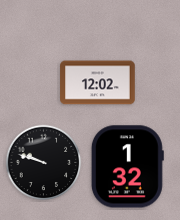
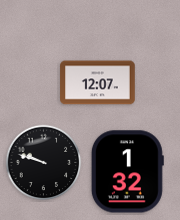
clock at (98, 83): 12:02 -> 12:07
clock at (127, 167) position: (127, 167) -> (127, 172)
